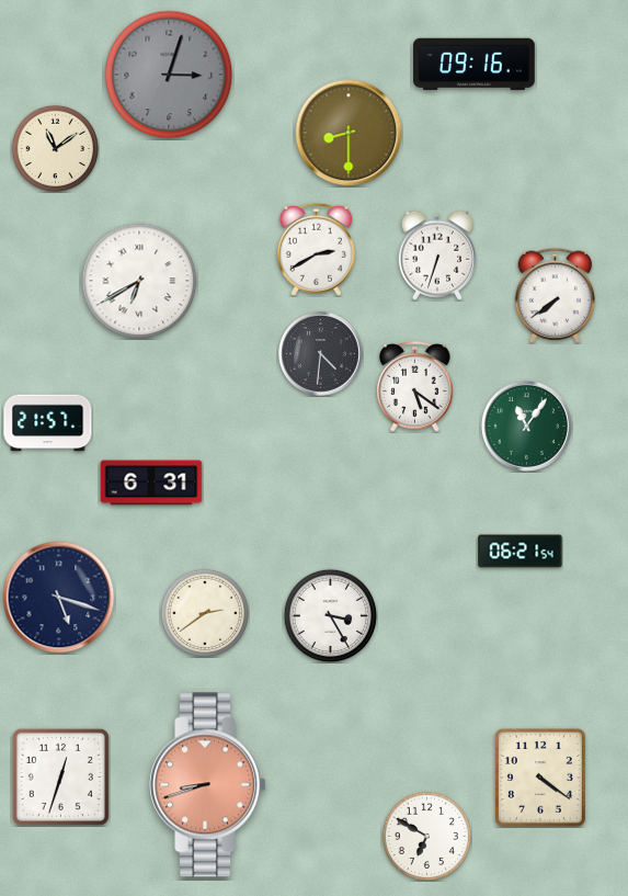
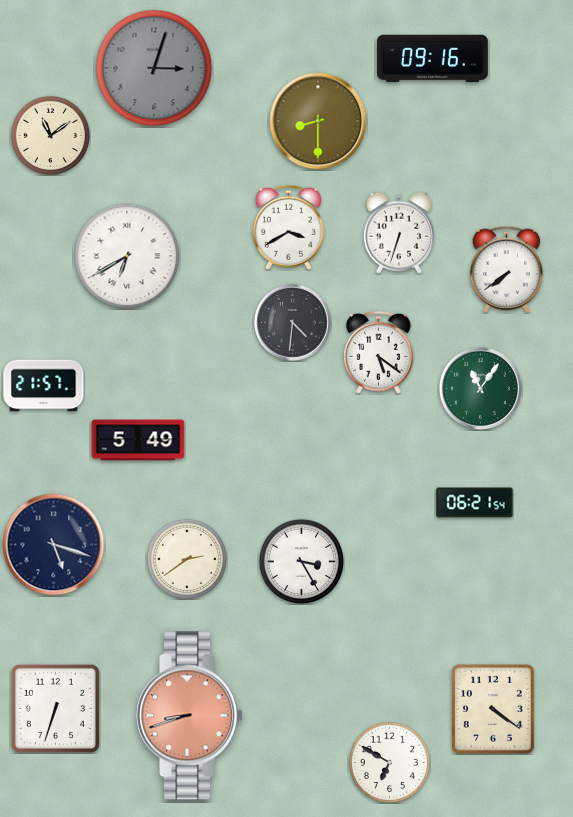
clock at (316, 249): 2:40 -> 3:40
clock at (151, 483): 6:31 -> 5:49
clock at (60, 776): 12:33 -> 6:33
